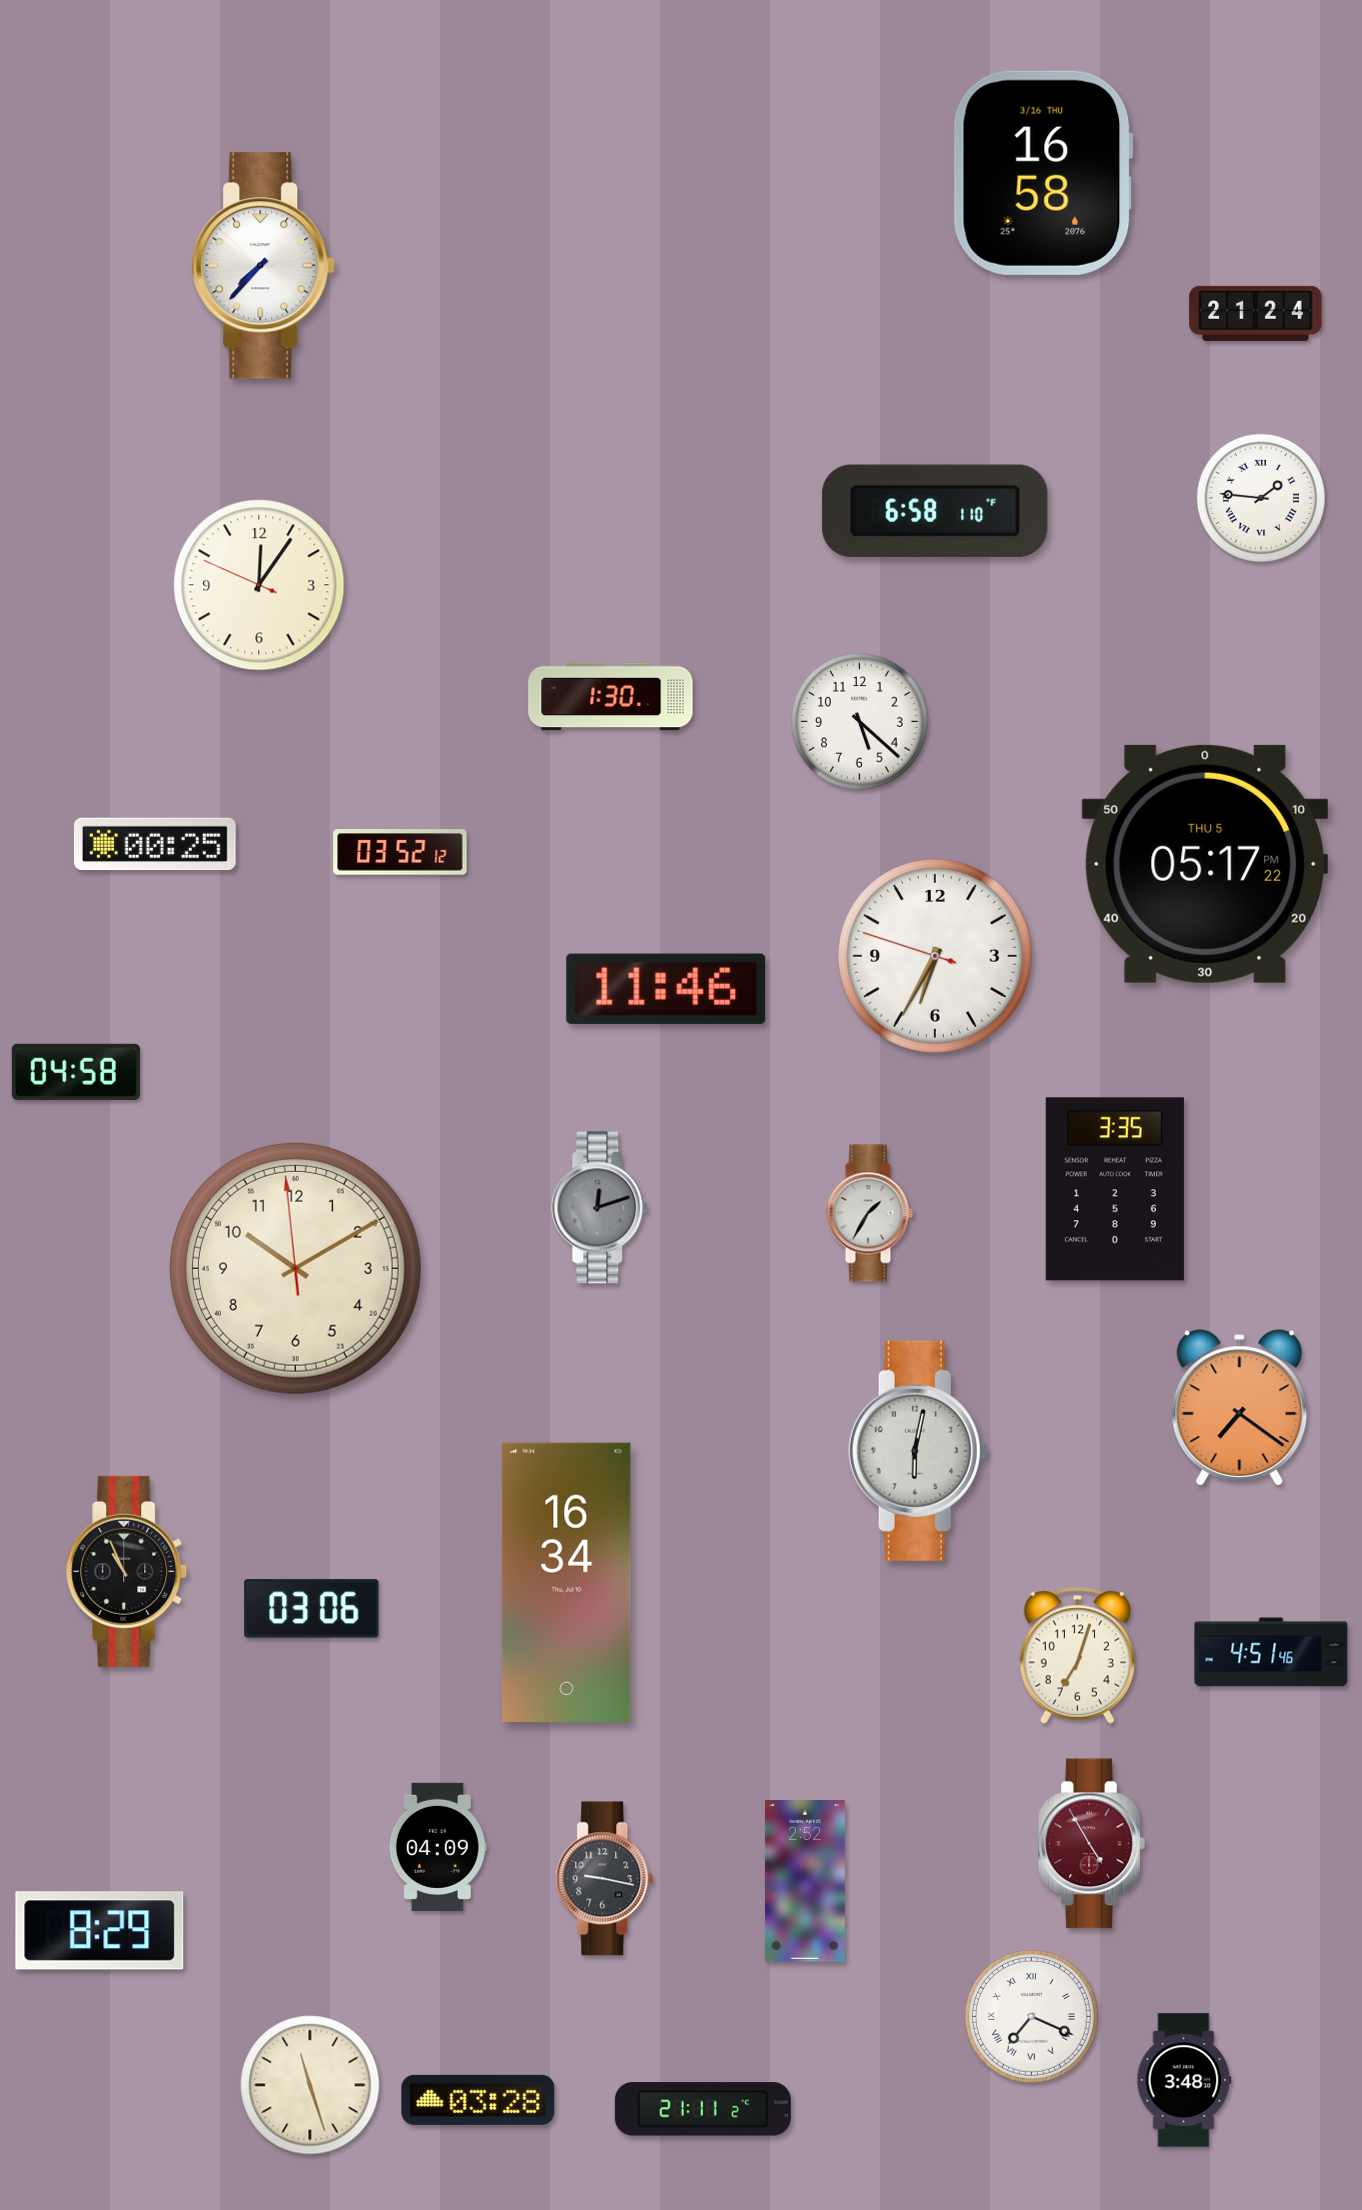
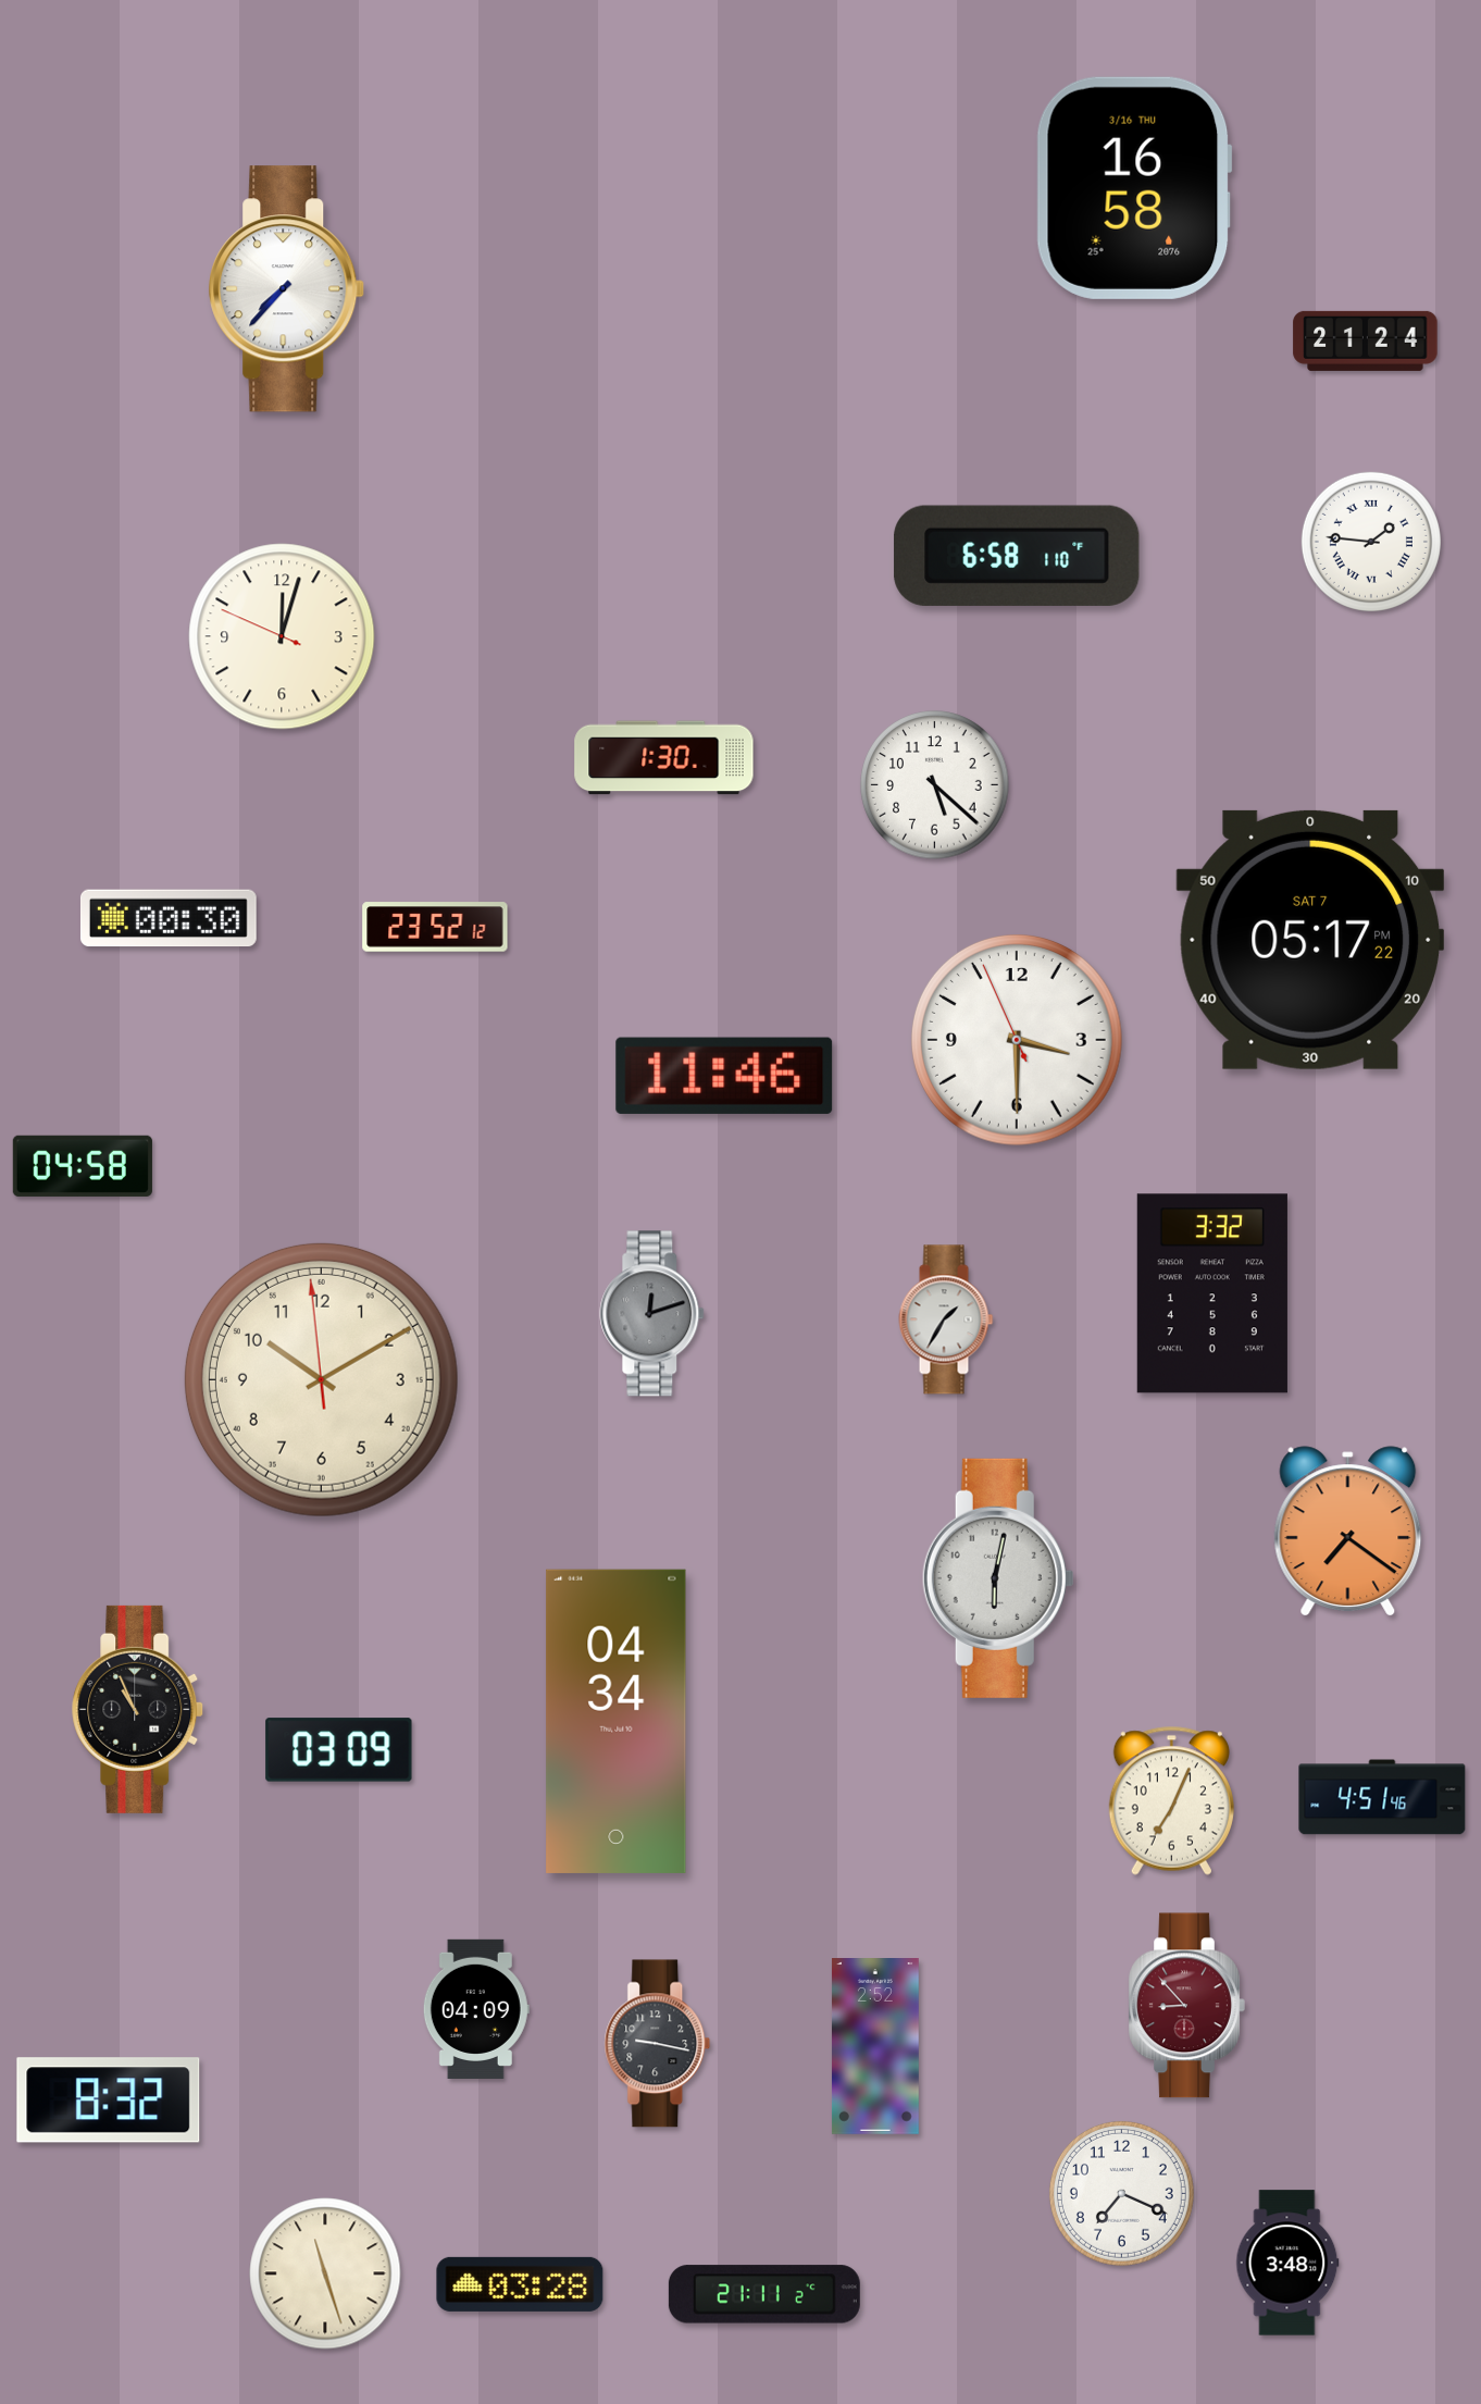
clock at (259, 585): 12:05 -> 12:02
clock at (155, 844): 00:25 -> 00:30
clock at (400, 852): 03:52 -> 23:52
clock at (1205, 864) date: THU 5 -> SAT 7
clock at (936, 957): 6:34 -> 3:29
clock at (1115, 1189): 3:35 -> 3:32
clock at (567, 1582): 16:34 -> 04:34
clock at (312, 1609): 03:06 -> 03:09
clock at (1077, 1655): 7:03 -> 7:04
clock at (1091, 1844): 4:55 -> 8:53
clock at (100, 1931): 8:29 -> 8:32
clock at (1031, 2016) numerals: Roman -> Arabic
clock at (310, 2085) position: (310, 2085) -> (325, 2273)
